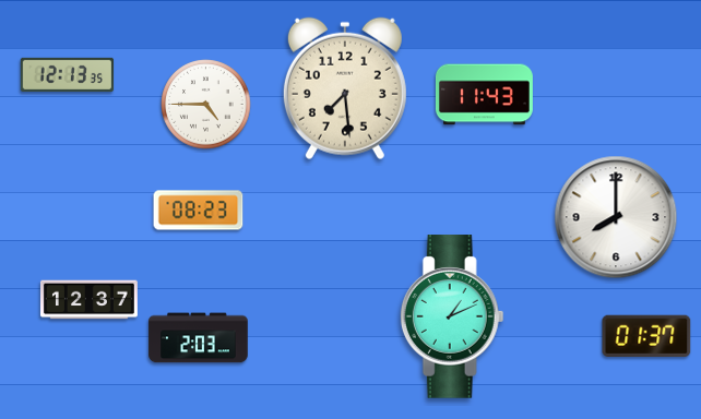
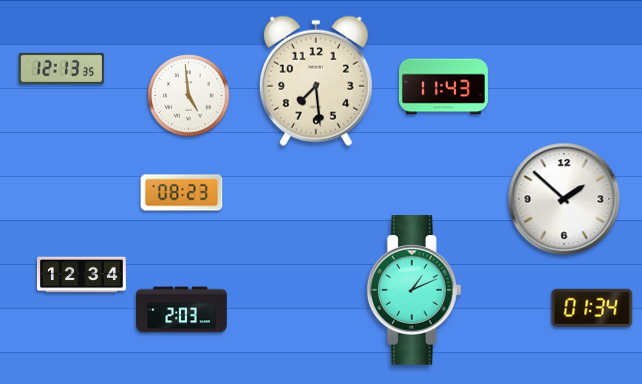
clock at (206, 105): 4:45 -> 4:59
clock at (616, 217): 8:00 -> 1:52
clock at (88, 300): 12:37 -> 12:34
clock at (646, 335): 01:37 -> 01:34
